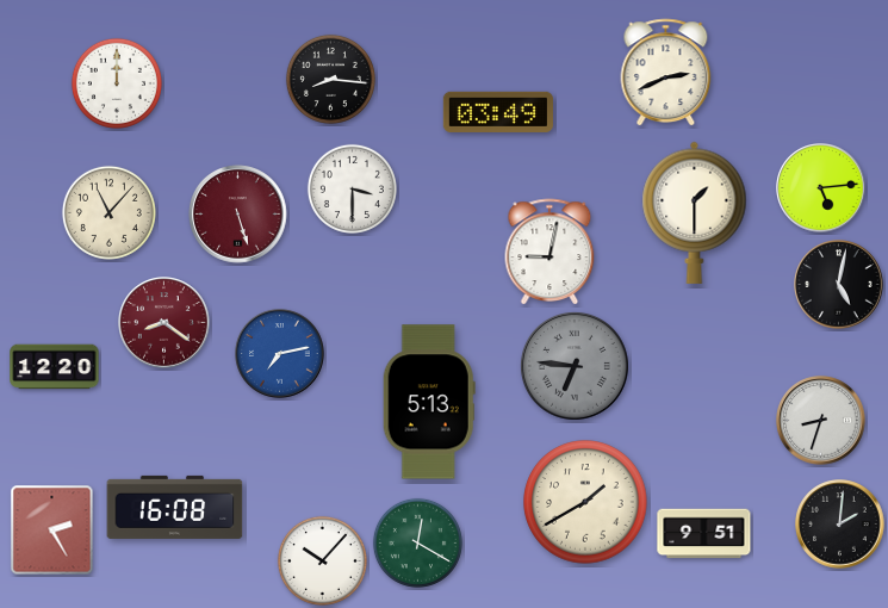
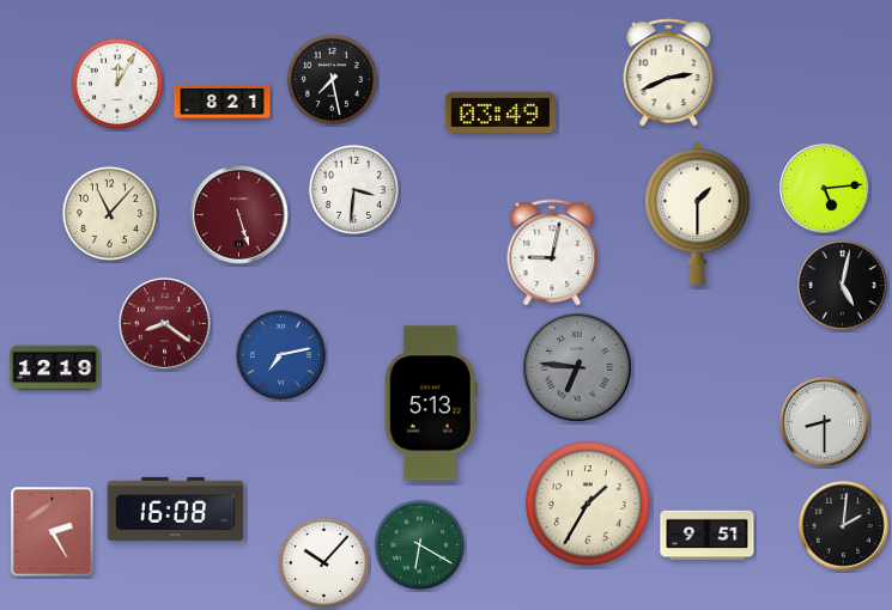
clock at (330, 79): 8:16 -> 7:28
clock at (117, 83): 12:00 -> 12:05
clock at (223, 102): none -> 8:21
clock at (352, 188): 3:30 -> 3:31
clock at (55, 367): 12:20 -> 12:19
clock at (821, 421): 8:33 -> 8:30
clock at (585, 502): 1:40 -> 1:35
clock at (417, 542): 12:20 -> 6:20
